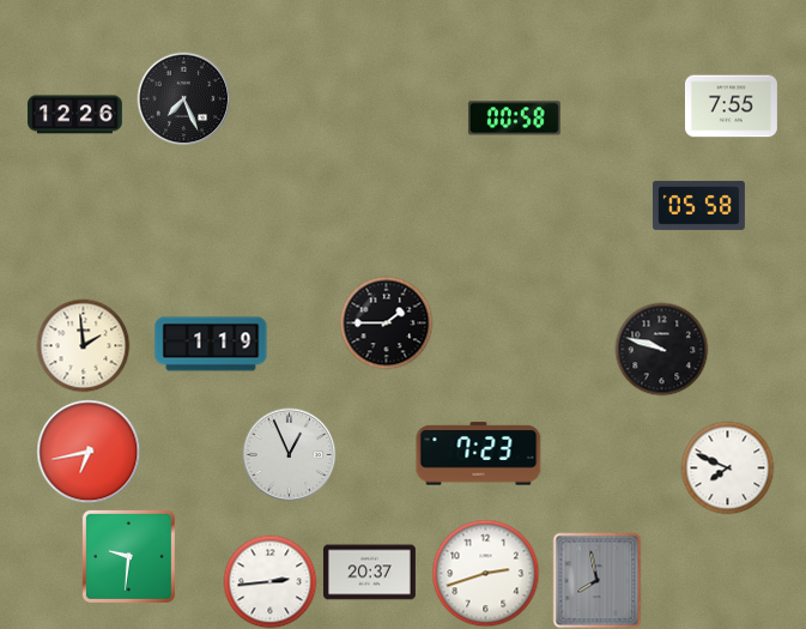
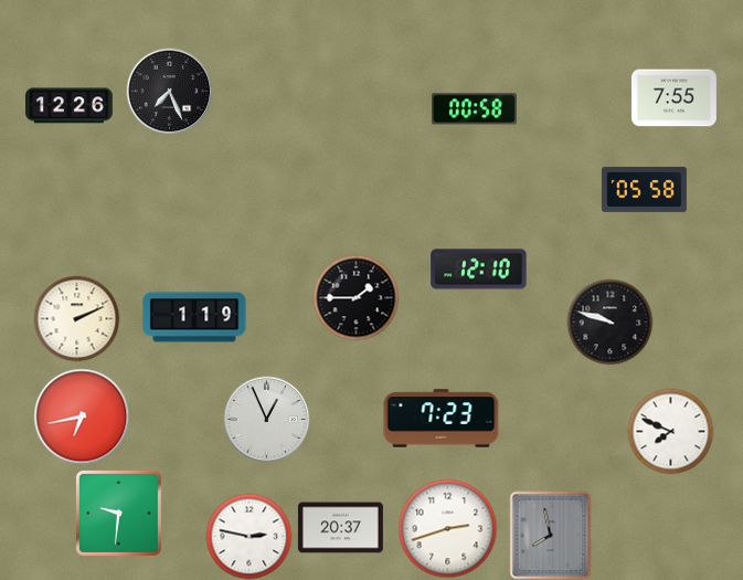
clock at (479, 270): none -> 12:10
clock at (83, 345): 1:59 -> 2:11
clock at (269, 581): 2:44 -> 2:47
